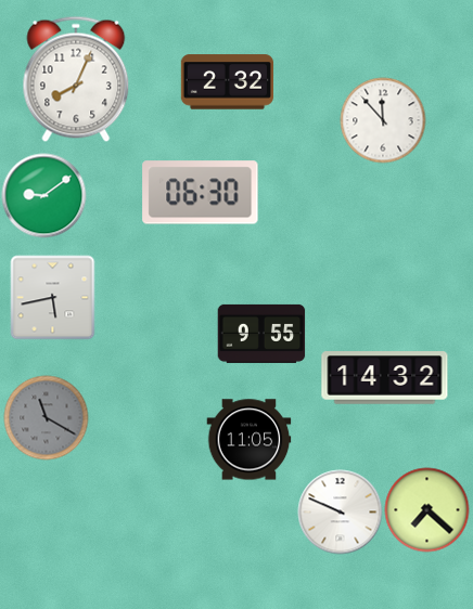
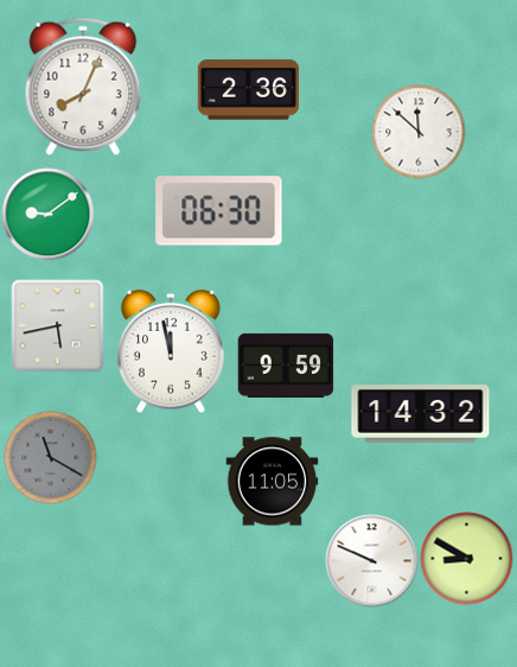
clock at (227, 82): 2:32 -> 2:36
clock at (383, 120): 11:53 -> 11:52
clock at (172, 351): none -> 11:58
clock at (261, 334): 9:55 -> 9:59
clock at (426, 509): 7:22 -> 8:50
